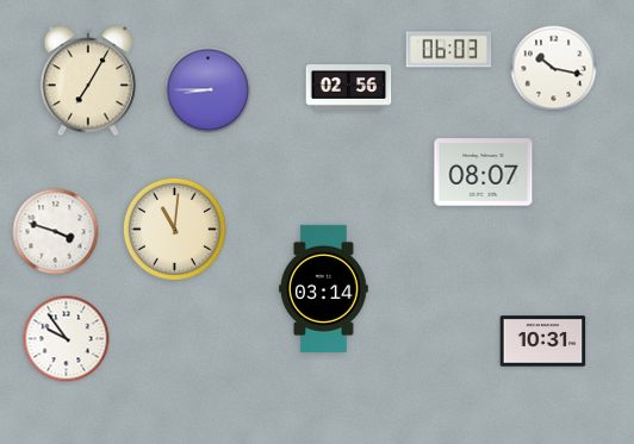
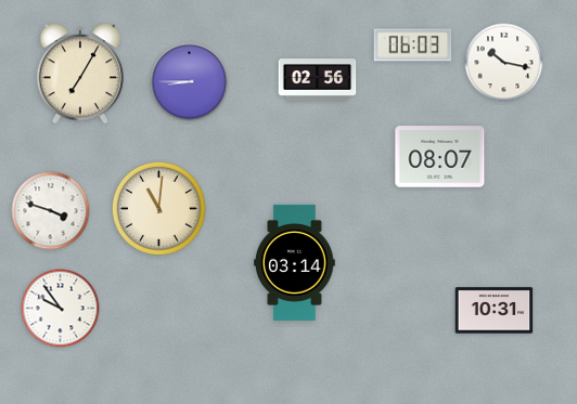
clock at (449, 50) position: (449, 50) -> (413, 45)
